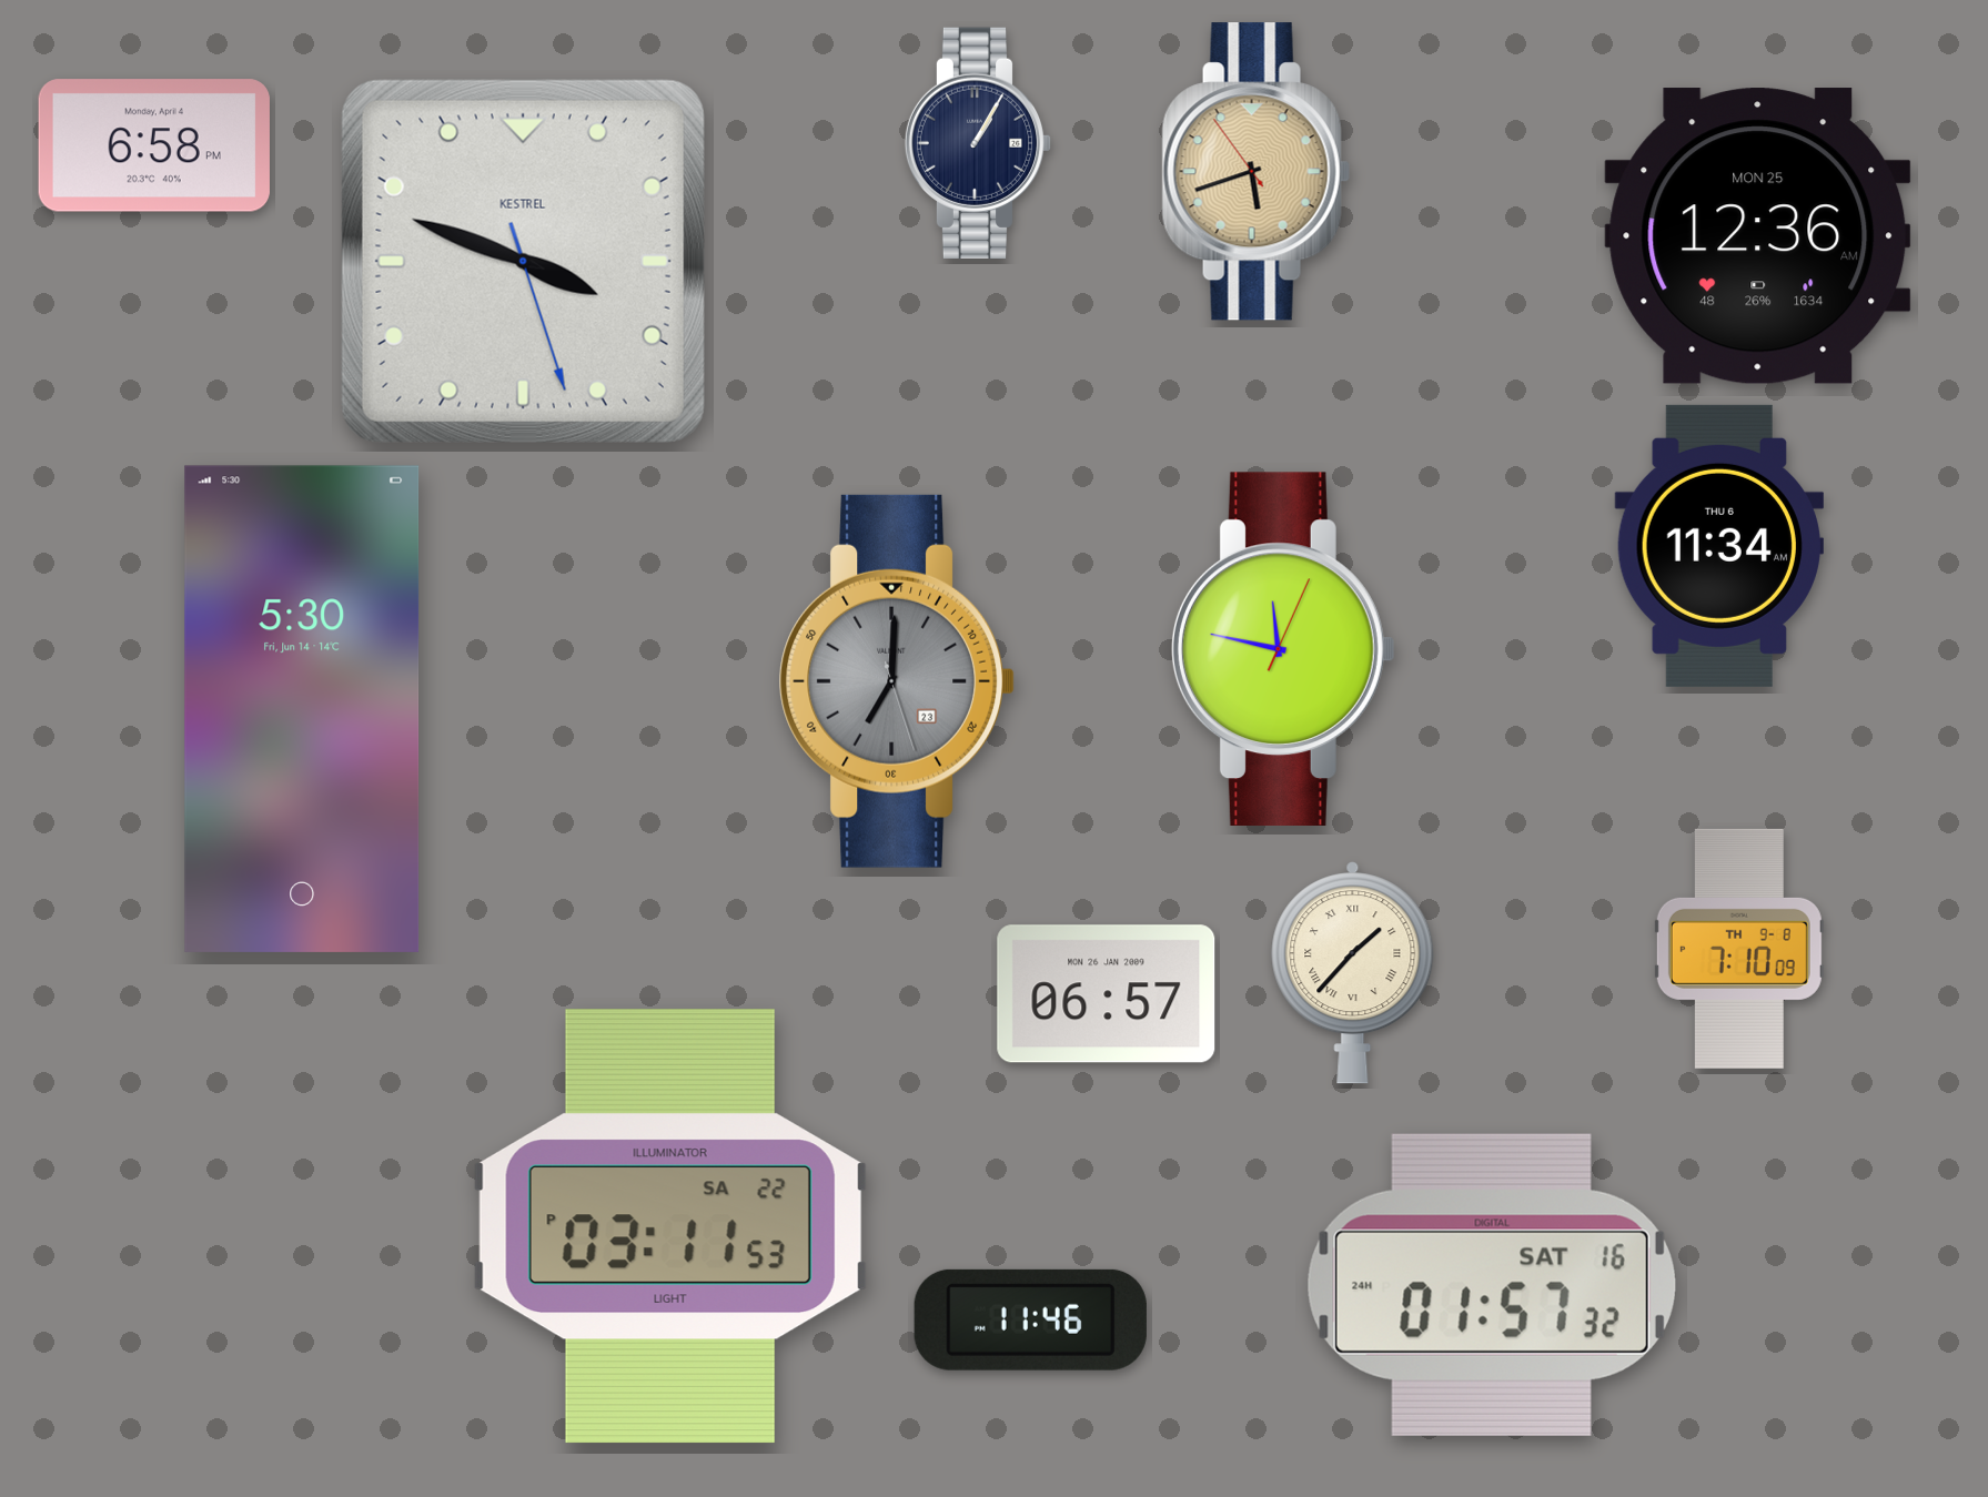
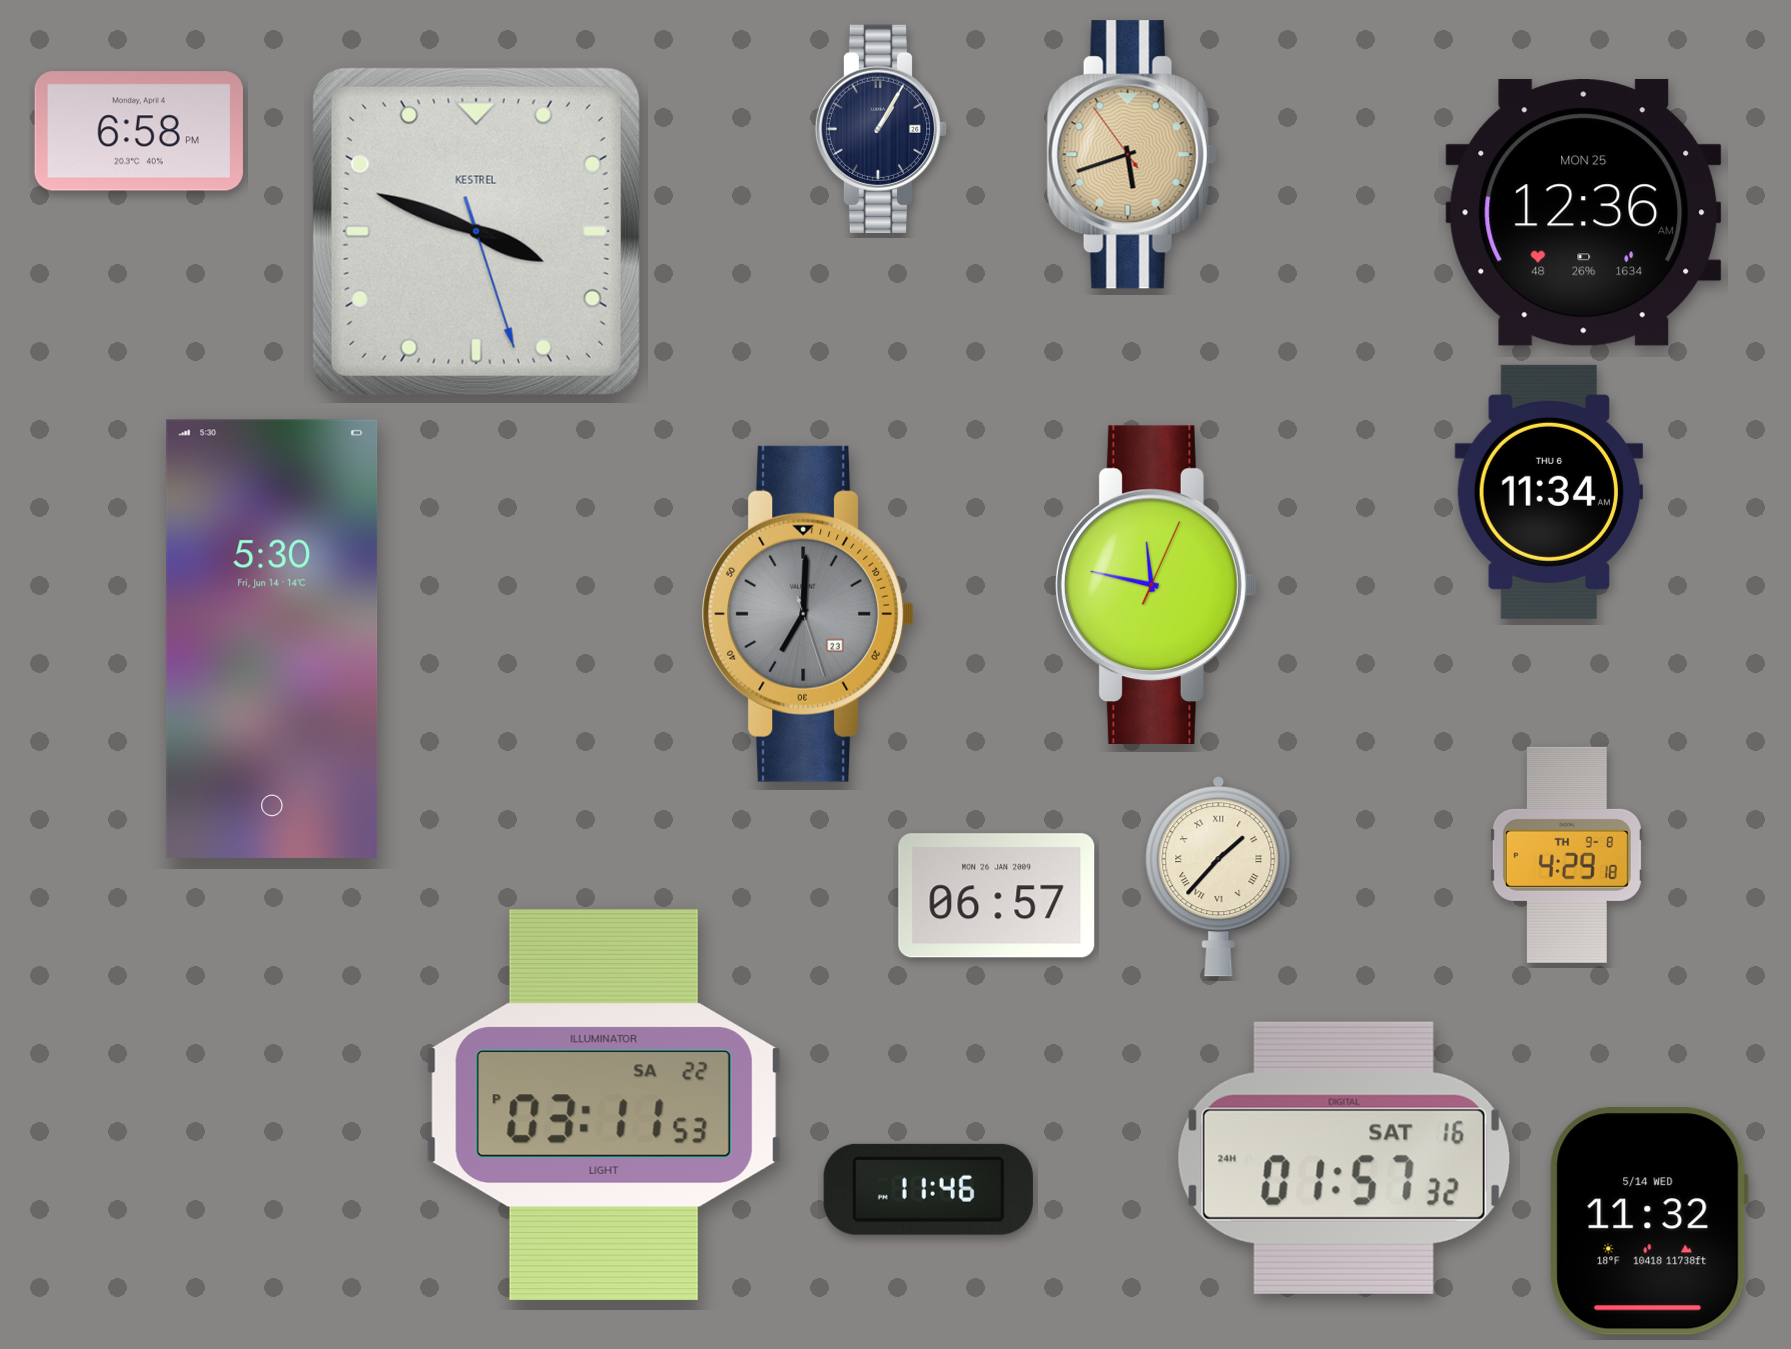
clock at (523, 261) position: (523, 261) -> (476, 231)
clock at (1739, 949): 7:10 -> 4:29
clock at (1649, 1221): none -> 11:32
